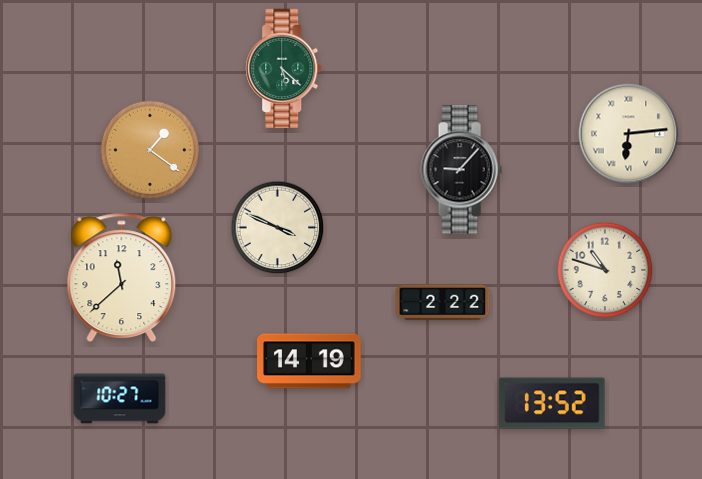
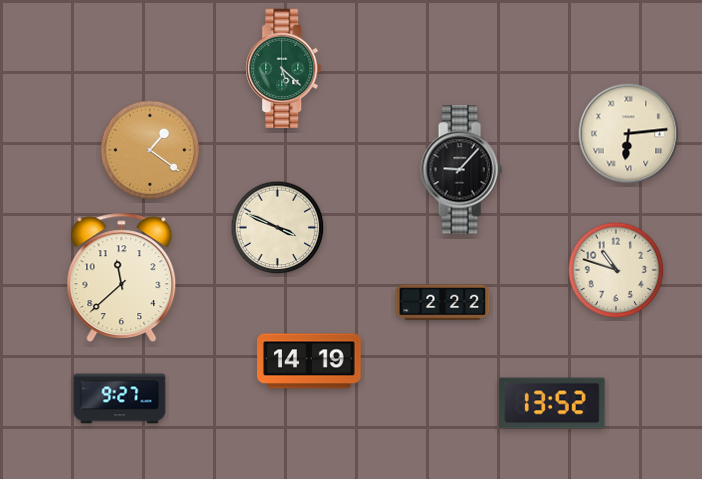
clock at (605, 270) position: (605, 270) -> (616, 270)
clock at (120, 399): 10:27 -> 9:27
